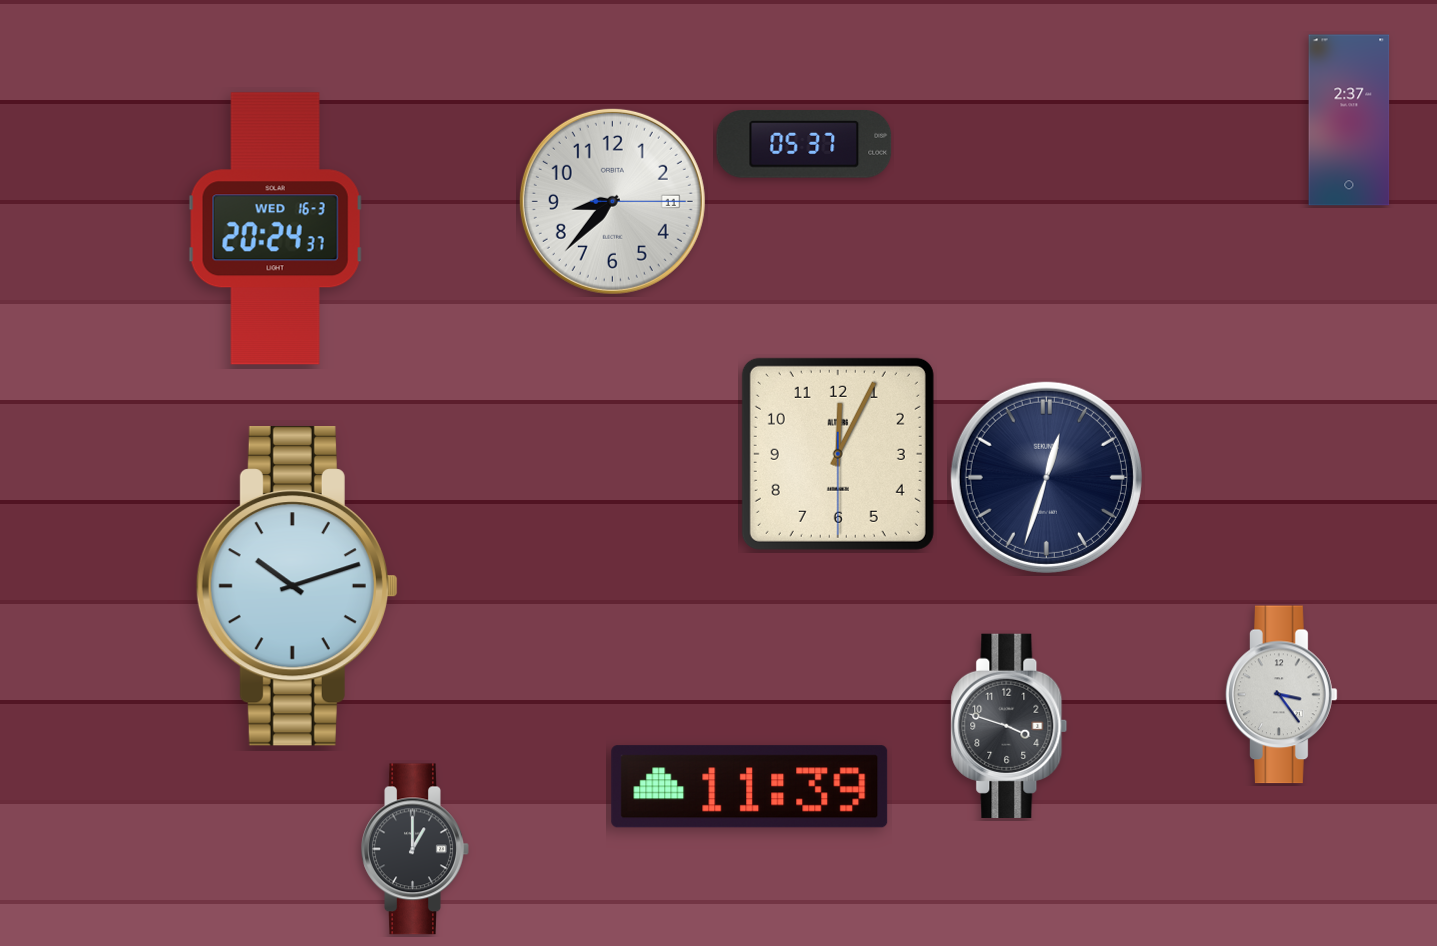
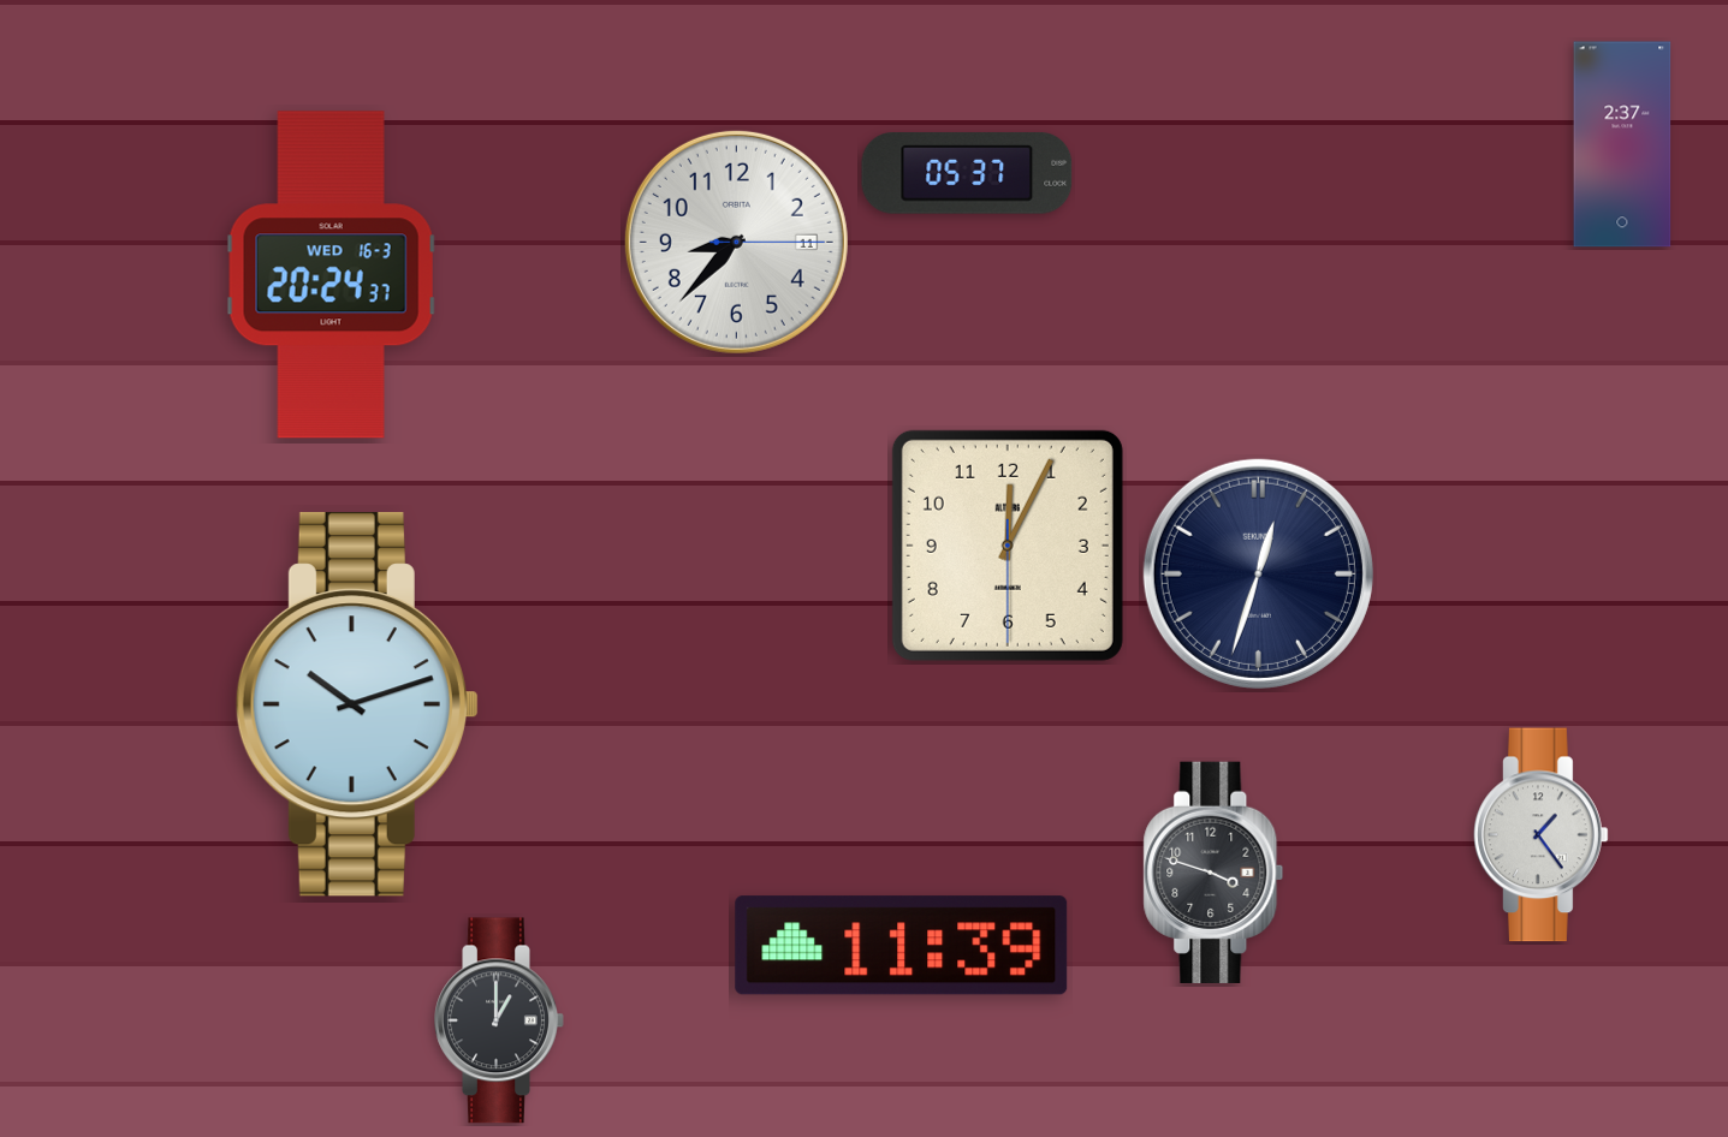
clock at (1282, 695): 3:24 -> 1:24
